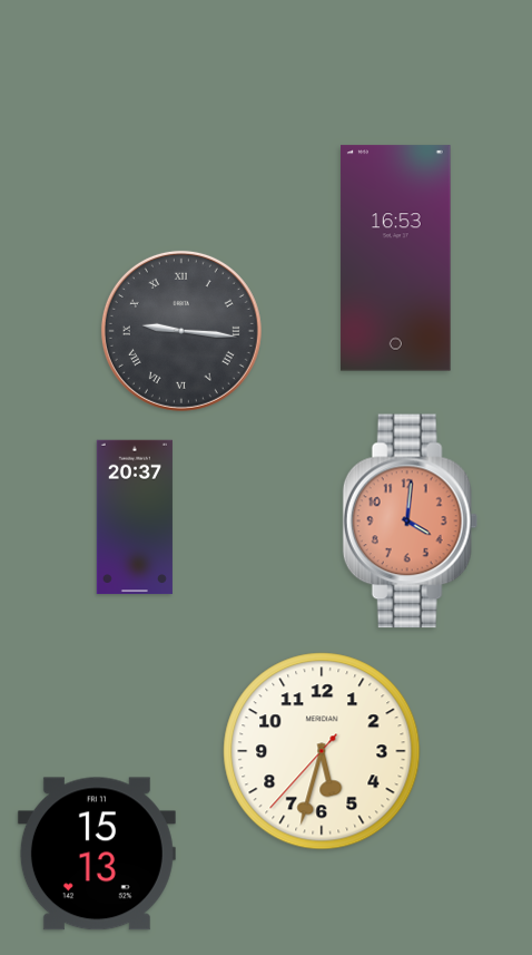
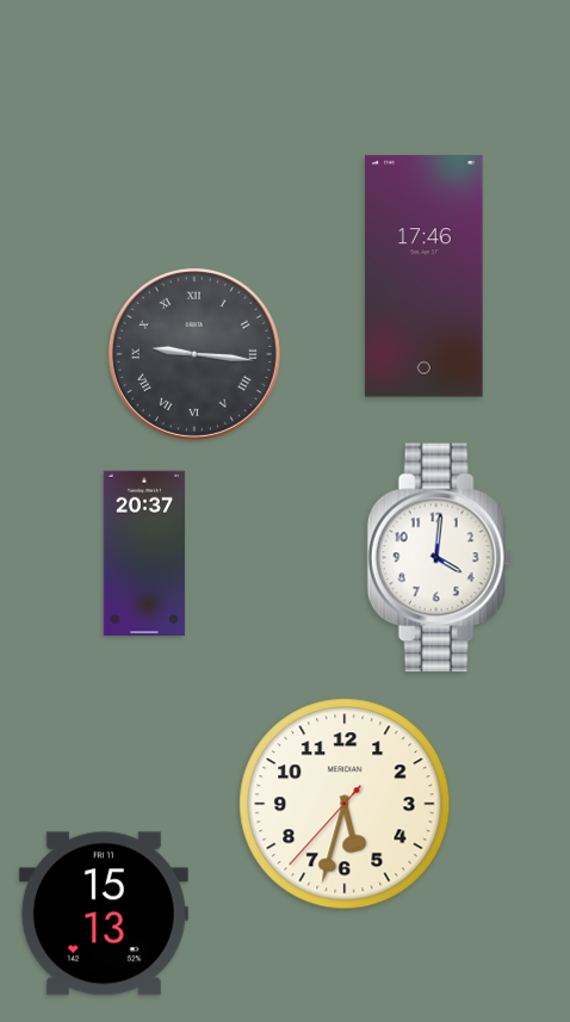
clock at (396, 259): 16:53 -> 17:46
clock at (410, 522) dial: salmon -> white
